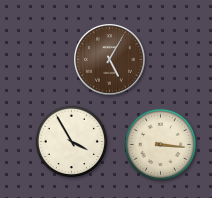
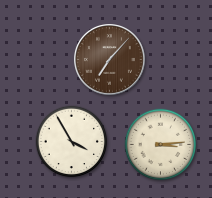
clock at (110, 60): 5:05 -> 7:07
clock at (161, 145): 3:16 -> 3:14
